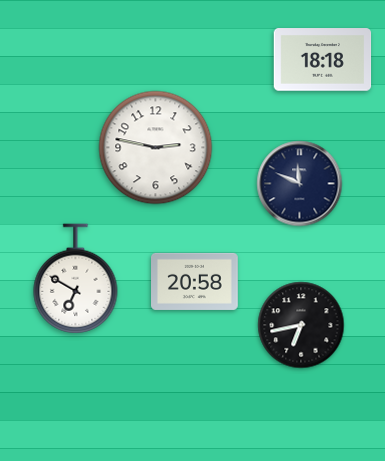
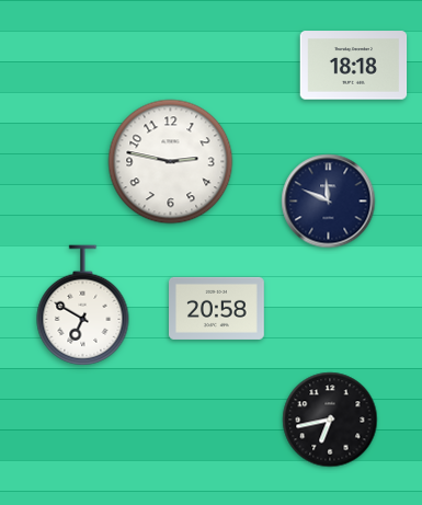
clock at (195, 281) position: (195, 281) -> (217, 308)
clock at (301, 325) position: (301, 325) -> (330, 420)
